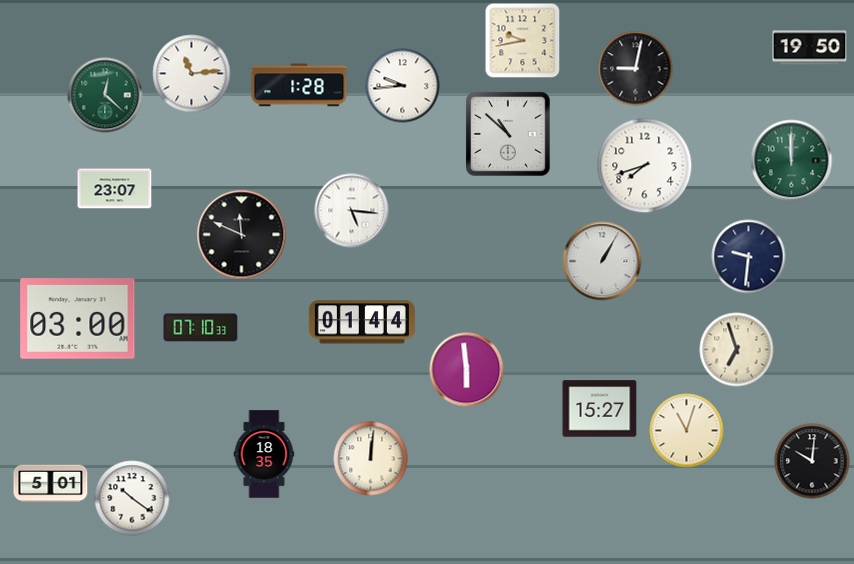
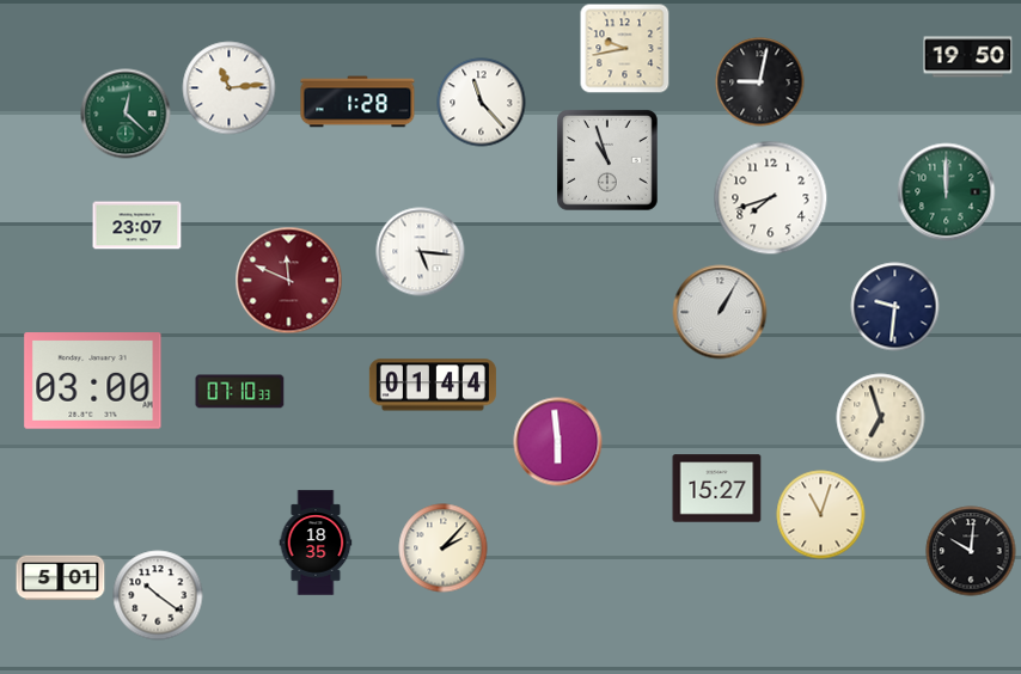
clock at (403, 86): 9:44 -> 11:23
clock at (508, 134): 10:52 -> 10:57
clock at (242, 235) dial: black -> burgundy
clock at (371, 459): 12:01 -> 2:07
